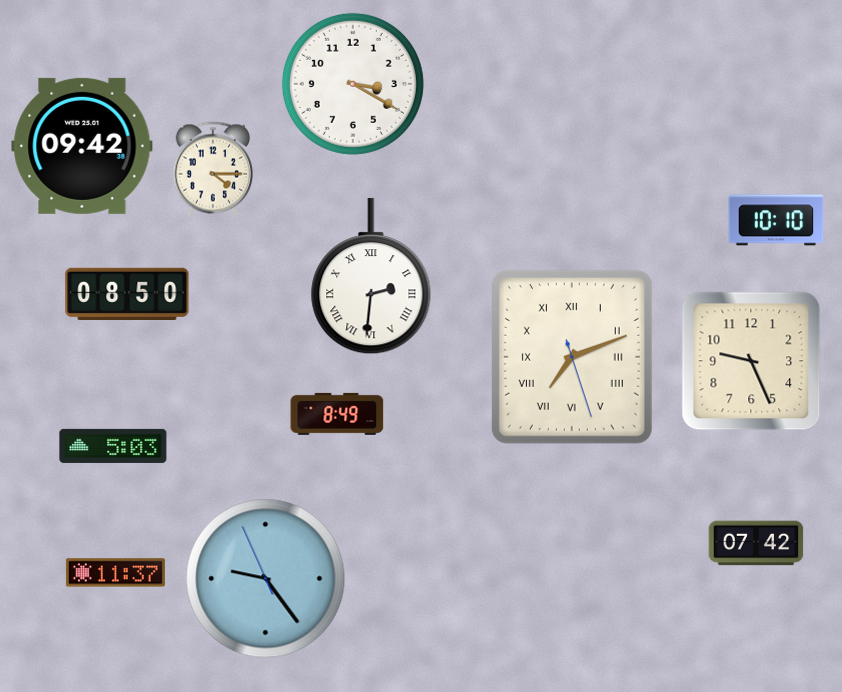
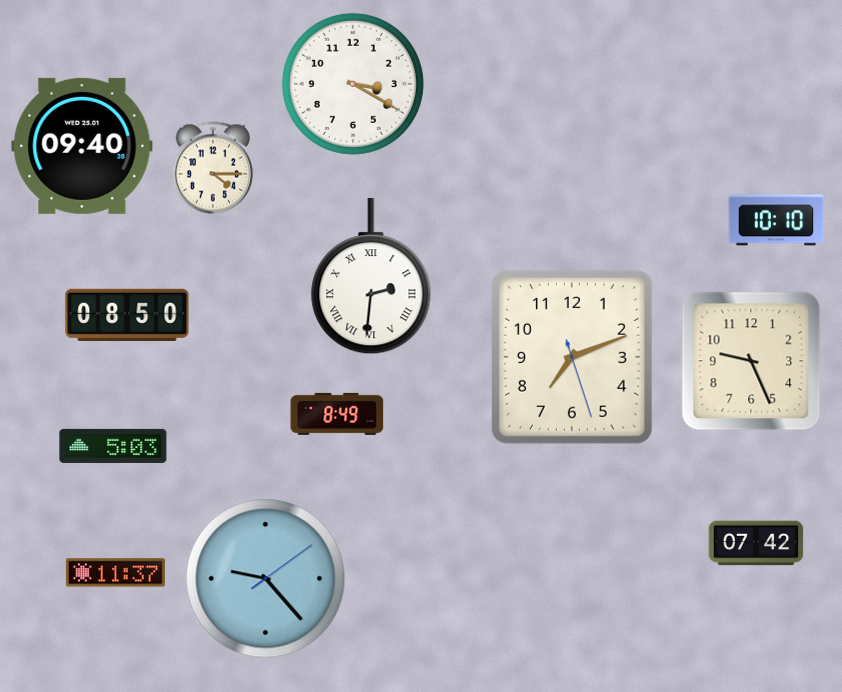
clock at (82, 146): 09:42 -> 09:40
clock at (127, 293) position: (127, 293) -> (127, 314)
clock at (572, 357) numerals: Roman -> Arabic
clock at (266, 579): 9:23:56 -> 9:23:09
